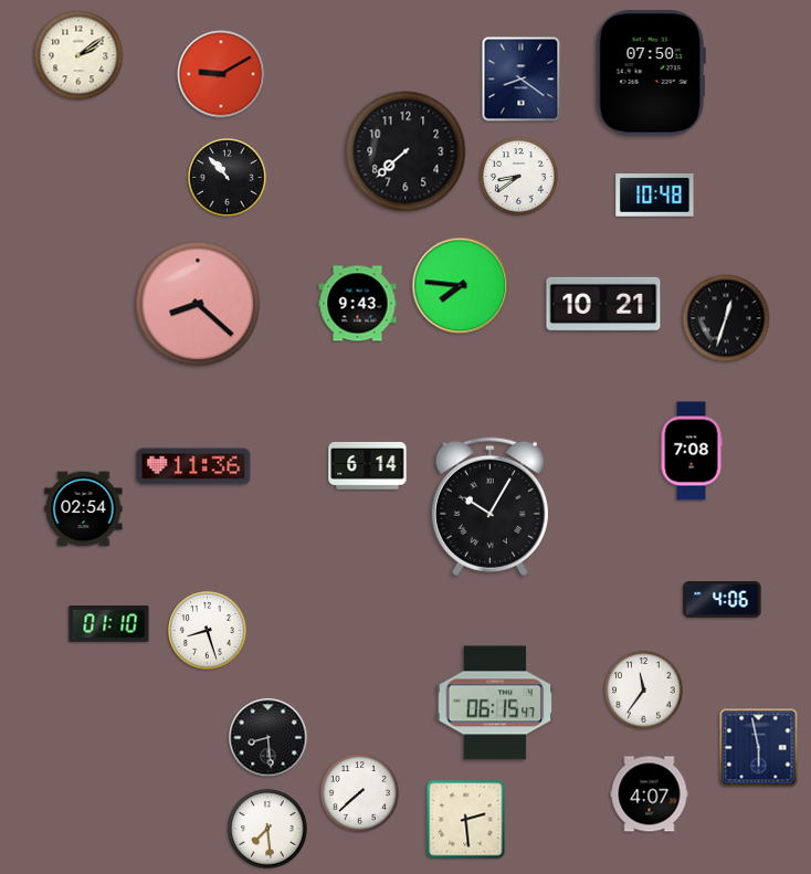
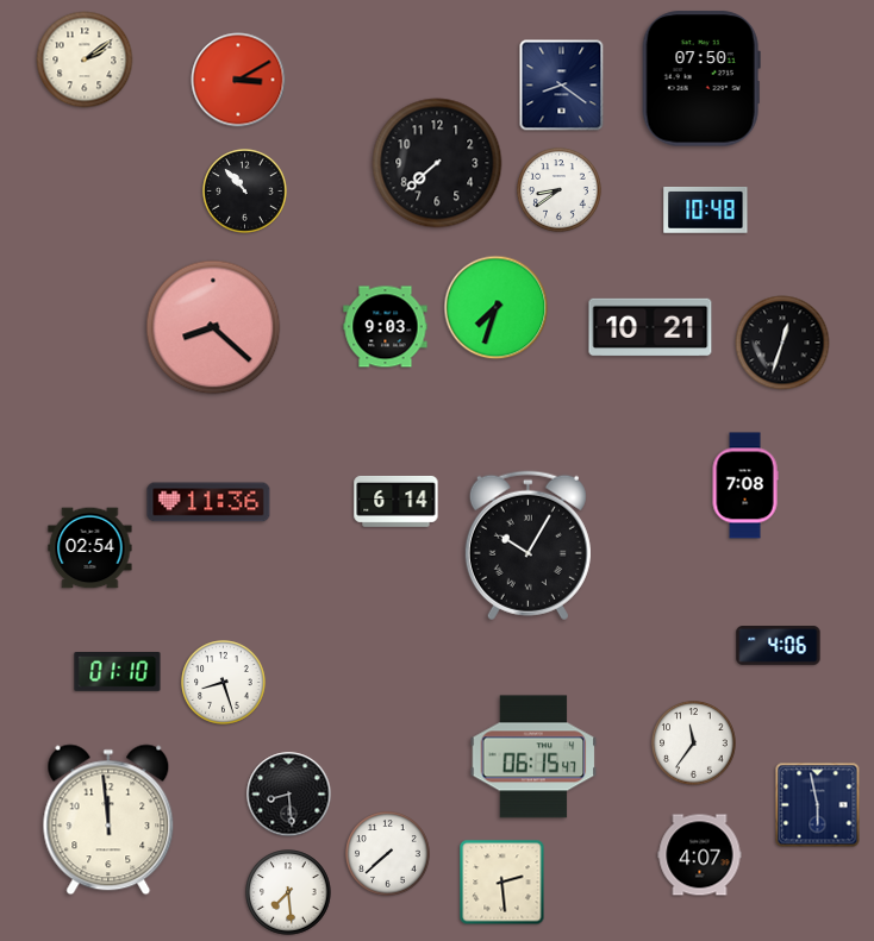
clock at (221, 74): 9:10 -> 3:10
clock at (461, 286): 7:46 -> 7:33
clock at (358, 304): 9:43 -> 9:03
clock at (208, 631) position: (208, 631) -> (224, 683)
clock at (108, 820): none -> 11:59
